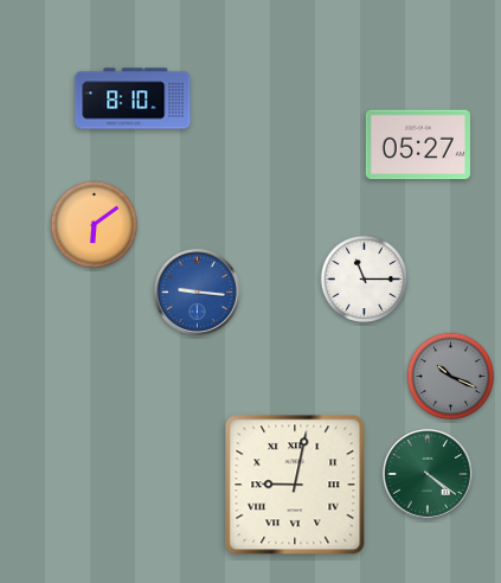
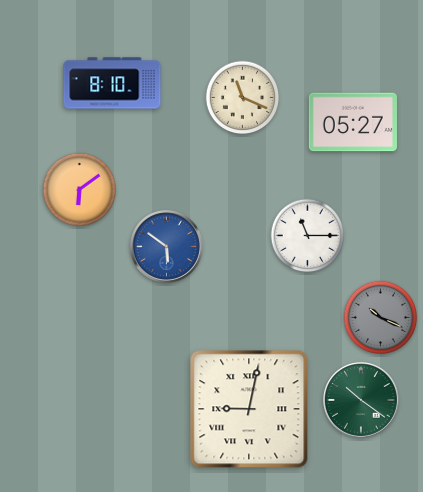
clock at (243, 98): none -> 11:19
clock at (198, 293): 9:16 -> 5:51
clock at (429, 475): 4:21 -> 10:21
